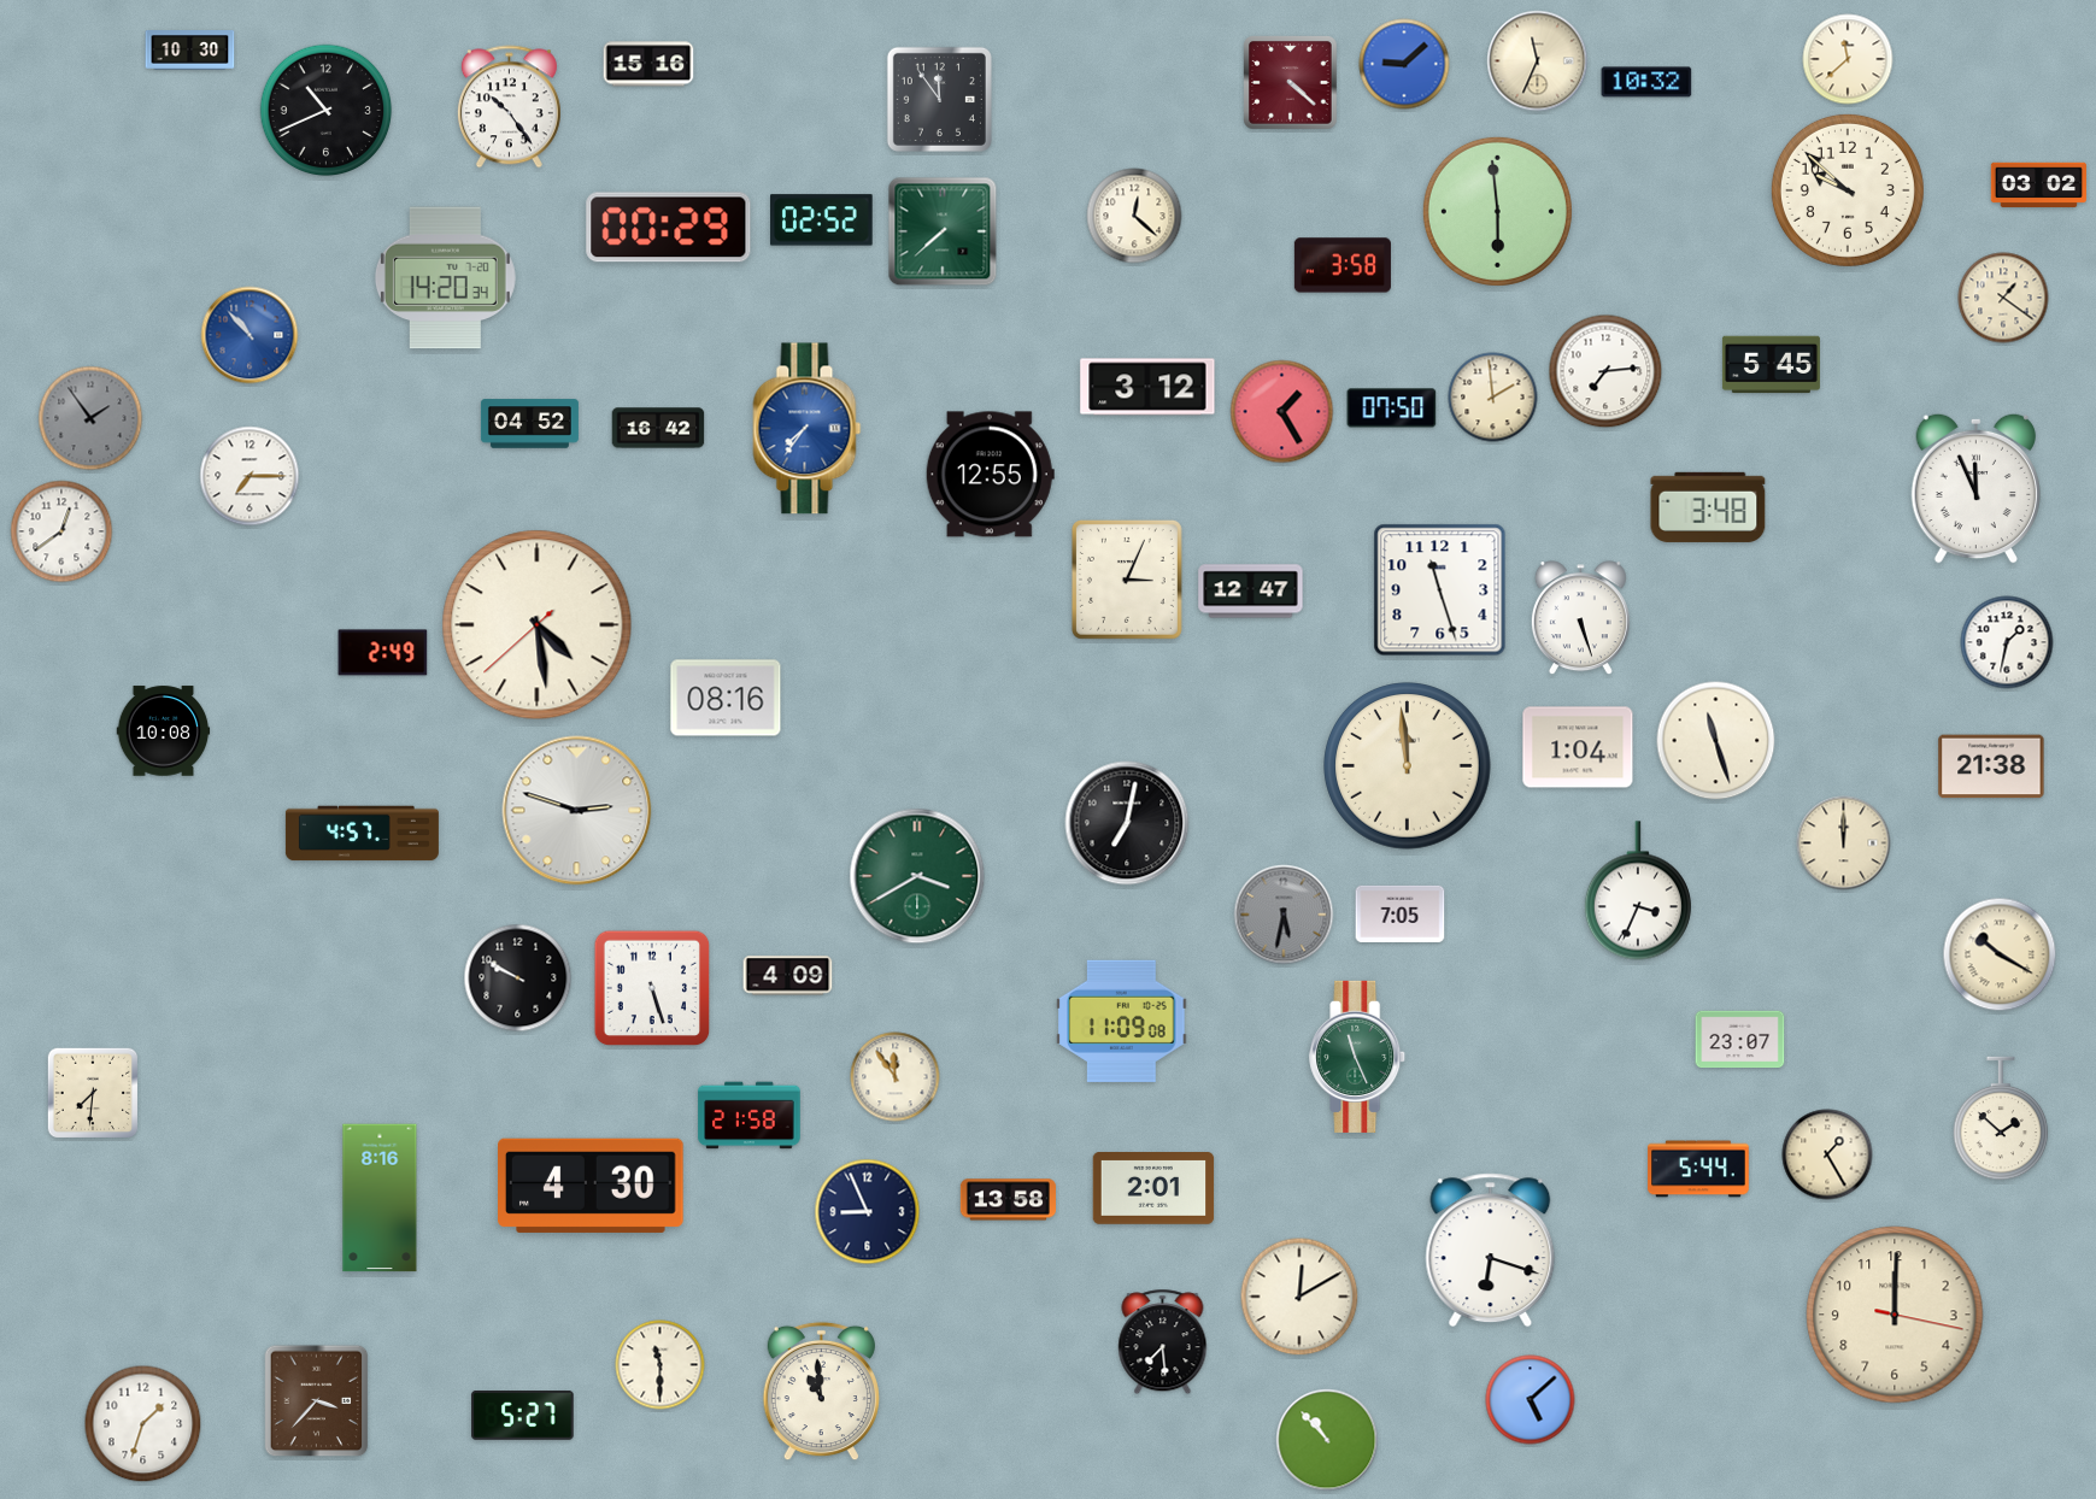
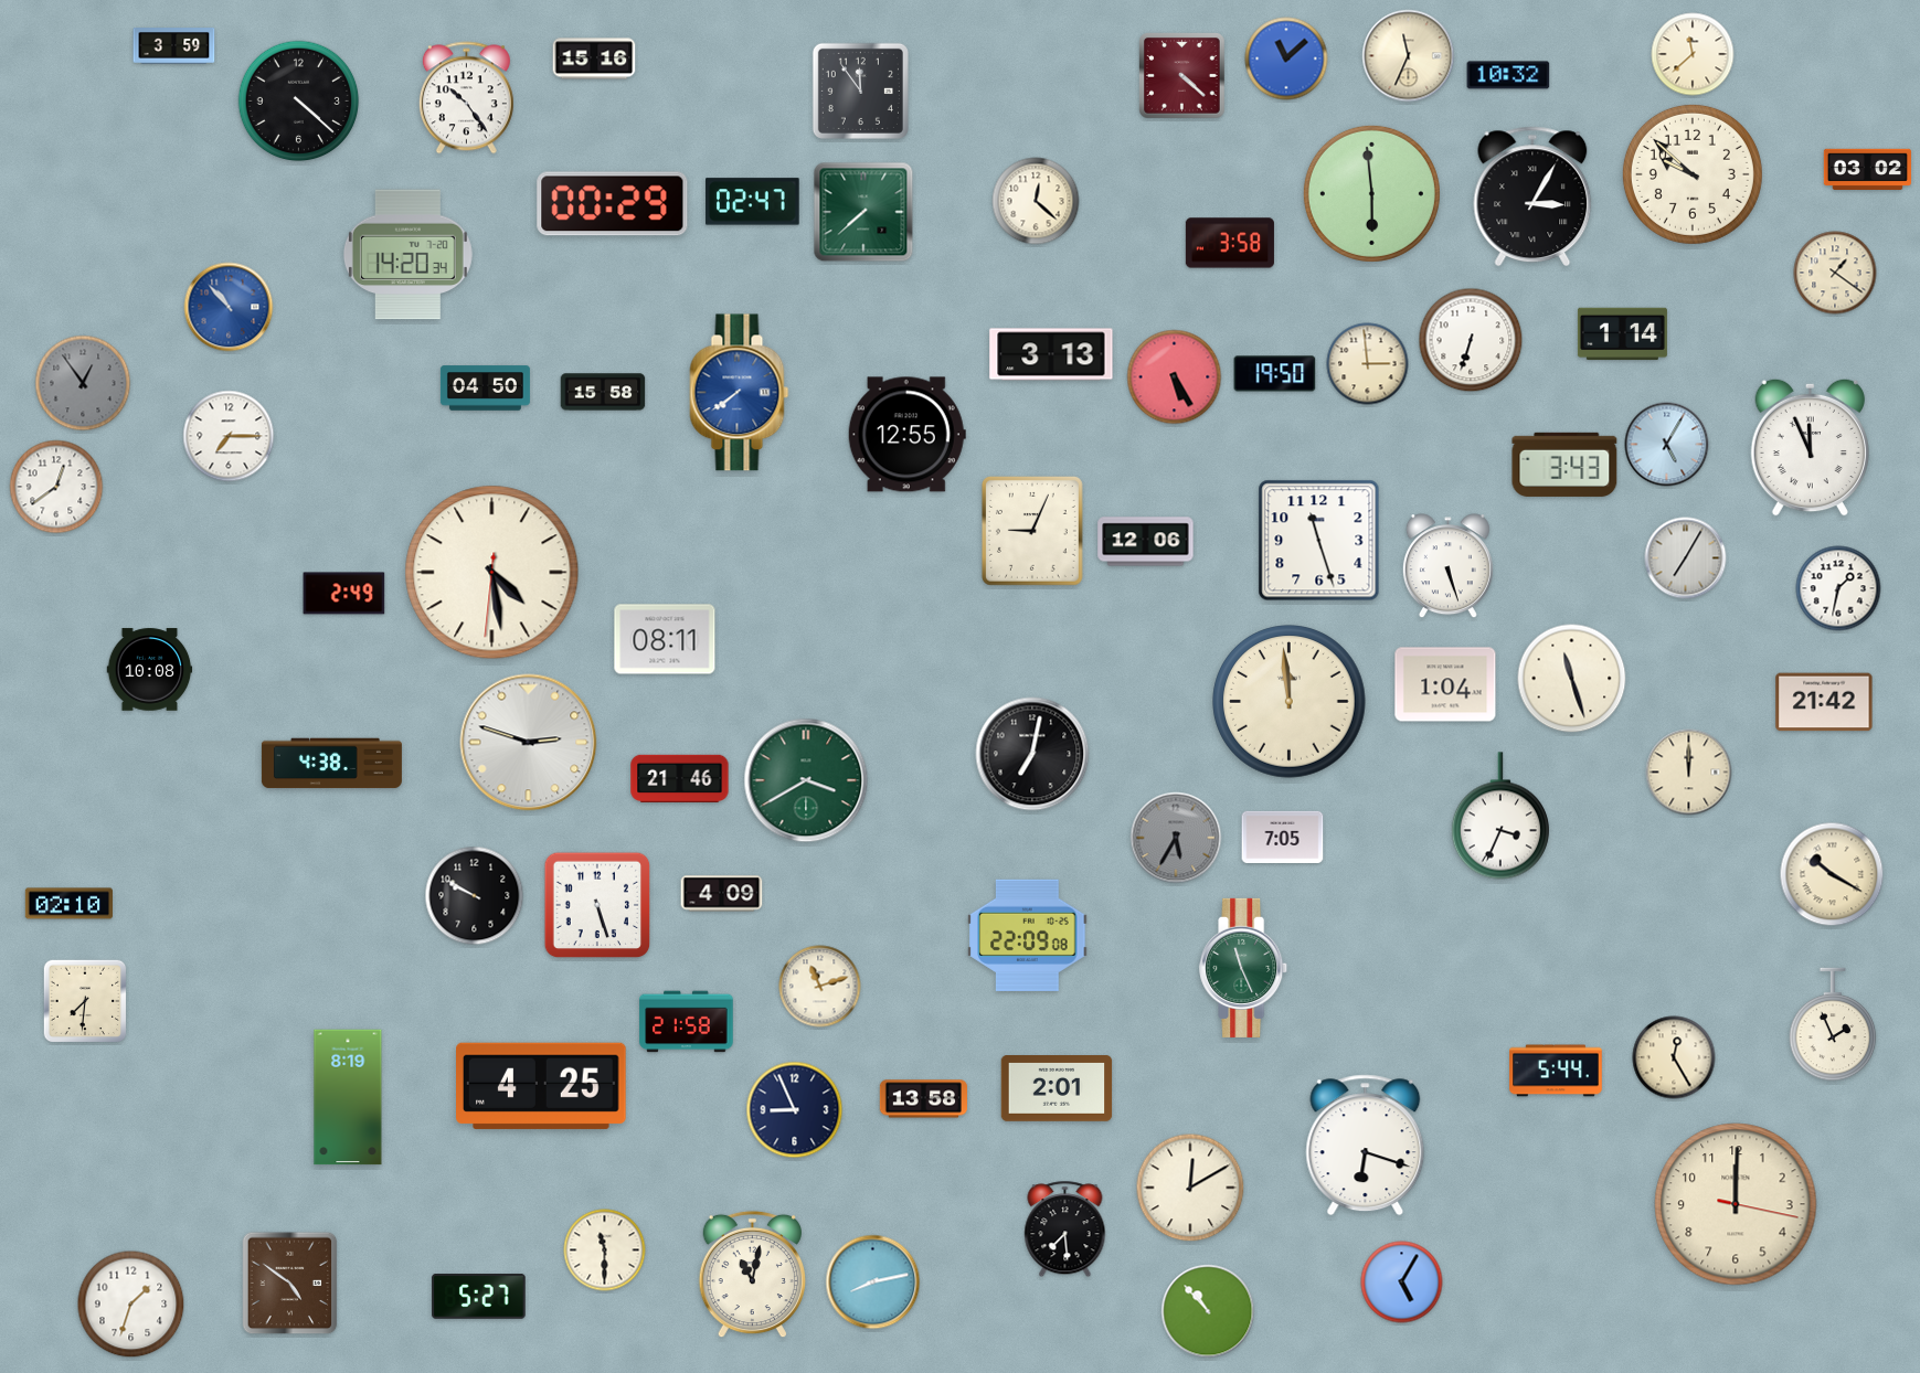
clock at (190, 51): 10:30 -> 3:59
clock at (1404, 64): 9:08 -> 11:08
clock at (327, 111): 10:41 -> 4:22
clock at (1532, 196): none -> 3:05
clock at (1134, 216) position: (1134, 216) -> (1036, 201)
clock at (822, 221): 02:52 -> 02:47
clock at (669, 228) position: (669, 228) -> (613, 204)
clock at (1771, 365): 5:45 -> 1:14
clock at (1605, 371): 7:14 -> 6:33
clock at (1147, 387): 3:12 -> 3:13
clock at (1493, 398): 1:59 -> 2:59
clock at (1392, 408): 07:50 -> 19:50
clock at (1282, 412): 1:25 -> 5:25
clock at (90, 418): 1:54 -> 12:54
clock at (529, 424): 04:52 -> 04:50
clock at (658, 428): 16:42 -> 15:58
clock at (808, 429): 7:36 -> 7:39
clock at (1667, 445): none -> 5:05
clock at (1708, 507): 3:48 -> 3:43
clock at (1127, 580): 3:04 -> 9:04
clock at (1251, 592): 12:47 -> 12:06
clock at (1686, 558): none -> 7:05
clock at (538, 625): 4:28:38 -> 4:28:31
clock at (383, 653) position: (383, 653) -> (344, 594)
clock at (726, 698): 08:16 -> 08:11
clock at (1991, 766): 21:38 -> 21:42
clock at (362, 834): 4:57 -> 4:38
clock at (680, 778): none -> 21:46
clock at (917, 876) position: (917, 876) -> (806, 780)
clock at (1284, 915): 5:32 -> 5:35
clock at (68, 904): none -> 02:10
clock at (1122, 1021): 11:09 -> 22:09
clock at (1740, 1040): 23:07 -> none
clock at (896, 1077): 11:54 -> 11:12
clock at (2001, 1118): 1:52 -> 1:56
clock at (1827, 1154): 1:25 -> 12:25
clock at (592, 1186): 4:30 -> 4:25
clock at (380, 1198): 8:16 -> 8:19
clock at (821, 1392): 10:59 -> 11:02
clock at (873, 1282): none -> 8:13
clock at (1531, 1400): 5:08 -> 5:05
clock at (317, 1401): 3:37 -> 4:51
clock at (1327, 1440) position: (1327, 1440) -> (1208, 1311)
